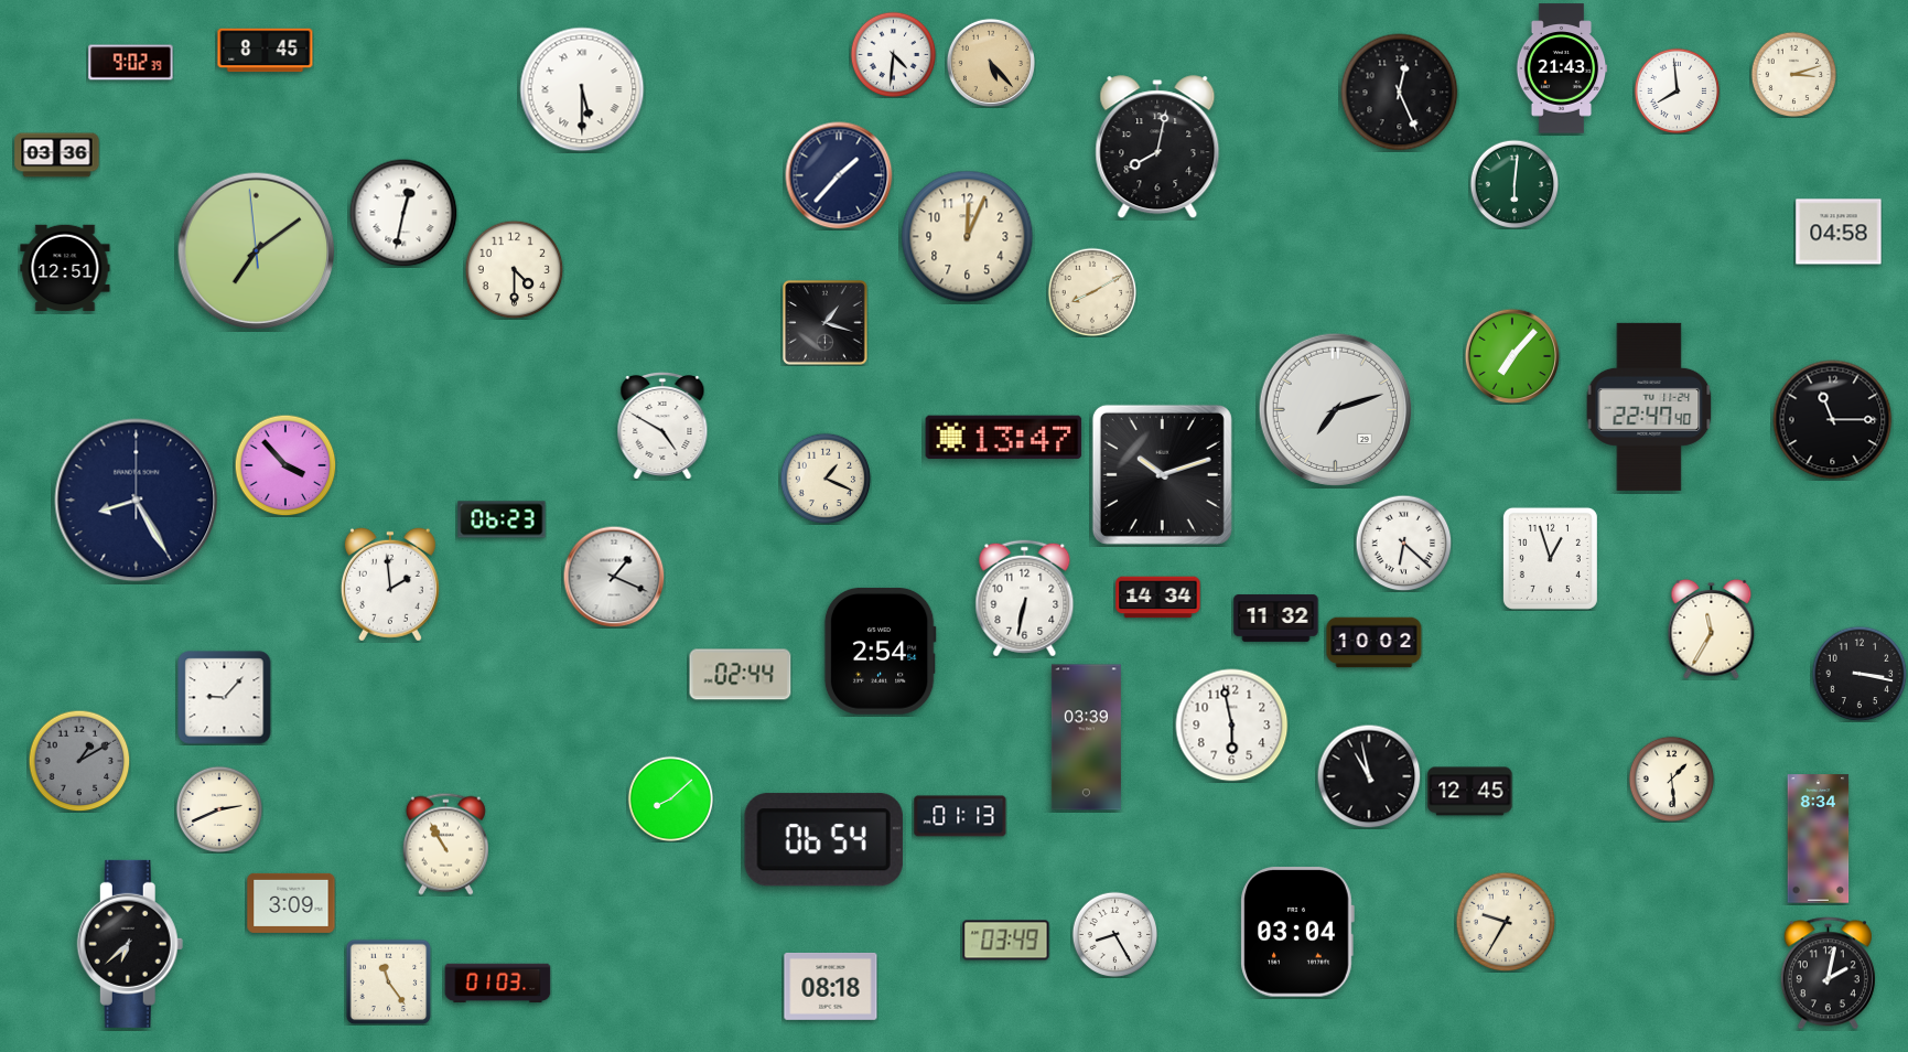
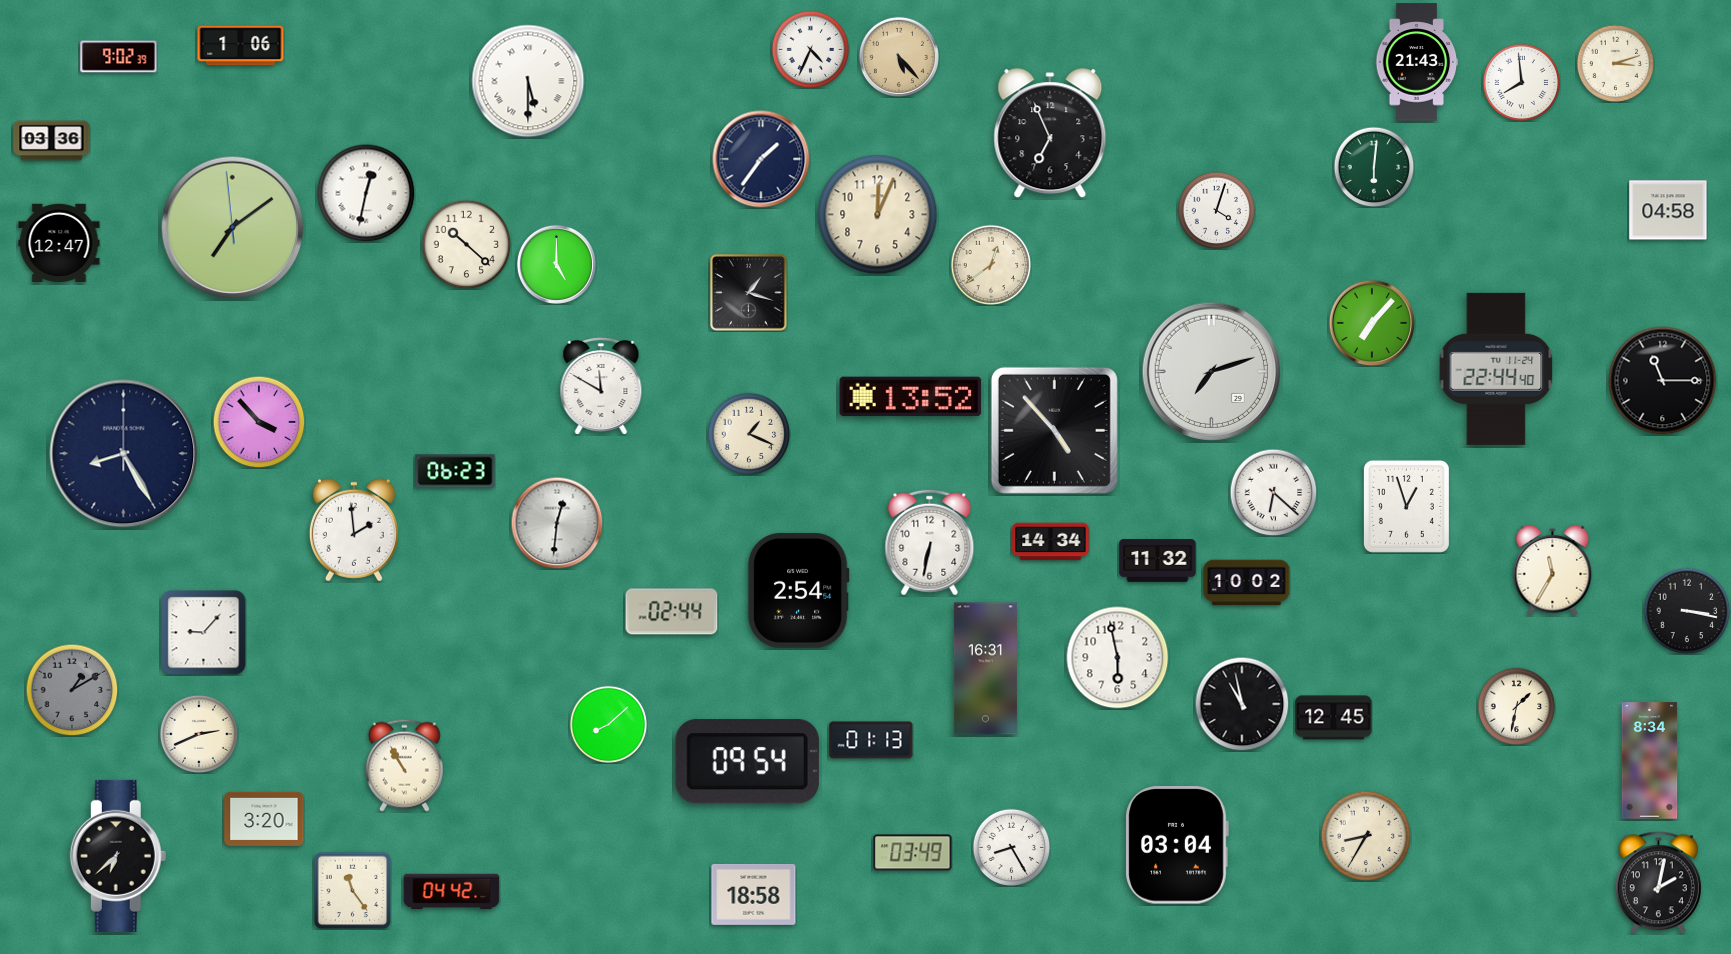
clock at (266, 51): 8:45 -> 1:06
clock at (893, 54): 4:31 -> 4:34
clock at (1793, 74) position: (1793, 74) -> (1615, 63)
clock at (1400, 93): 12:26 -> none
clock at (1157, 148): 8:02 -> 6:56
clock at (839, 175): 1:37 -> 1:36
clock at (1216, 210): none -> 4:03
clock at (65, 268): 12:51 -> 12:47
clock at (514, 269): 4:30 -> 10:22
clock at (556, 264): none -> 5:00
clock at (1092, 292): 8:10 -> 12:39
clock at (1649, 407): 22:47 -> 22:44
clock at (662, 427): 4:50 -> 11:50
clock at (1004, 438): 13:47 -> 13:52
clock at (1162, 474): 10:12 -> 4:53
clock at (614, 577): 1:19 -> 12:31
clock at (1086, 738): 03:39 -> 16:31
clock at (1671, 779): 1:29 -> 1:32
clock at (823, 840): 06:54 -> 09:54
clock at (291, 903): 3:09 -> 3:20
clock at (1506, 922): 9:35 -> 8:35
clock at (498, 984): 01:03 -> 04:42
clock at (831, 986): 08:18 -> 18:58
